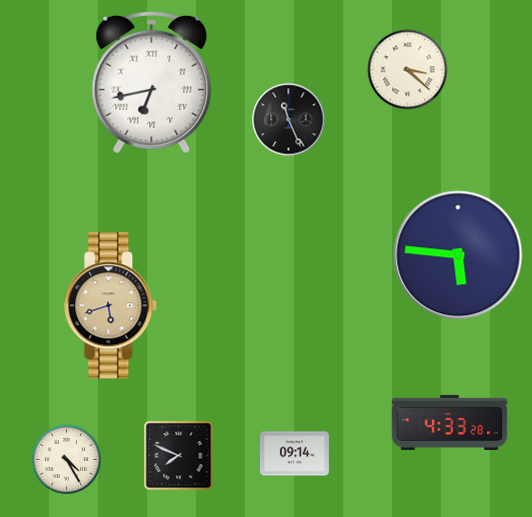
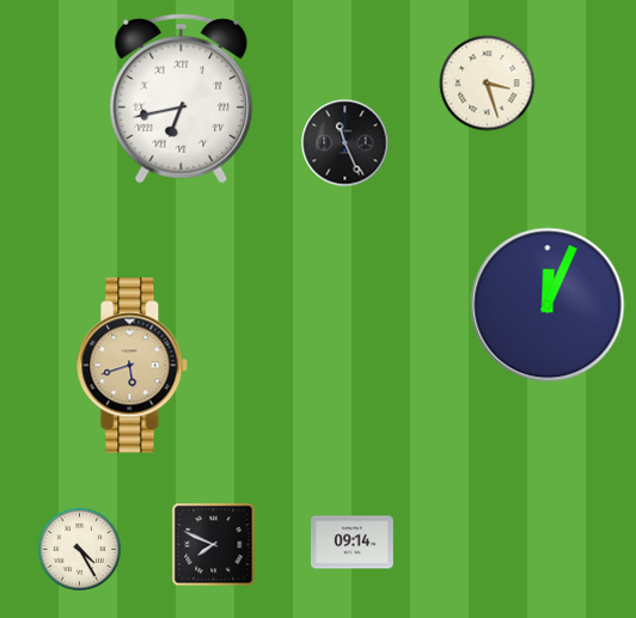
clock at (408, 70): 3:22 -> 3:27
clock at (458, 255): 5:46 -> 12:04
clock at (450, 422): 4:33 -> none
